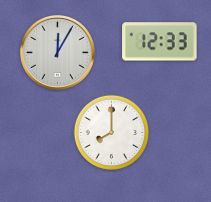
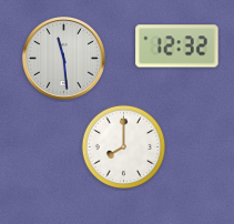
clock at (160, 42): 12:33 -> 12:32
clock at (57, 52): 12:05 -> 11:29
